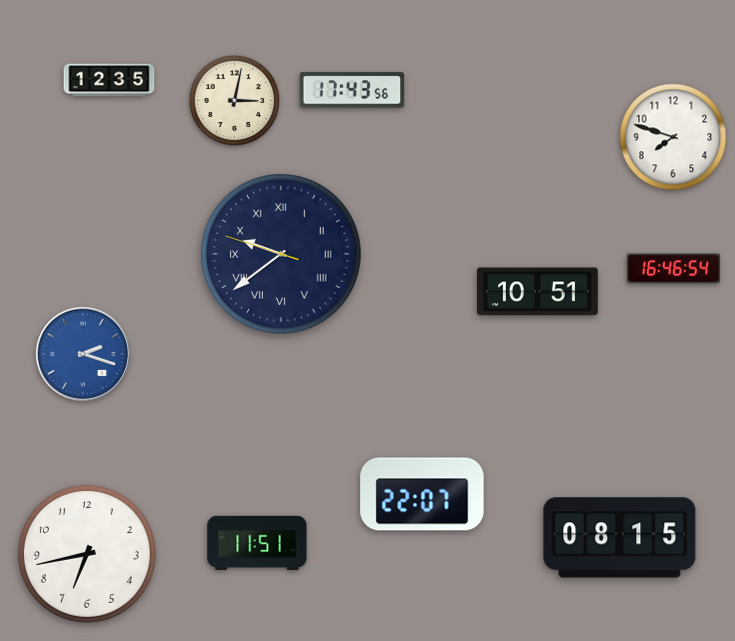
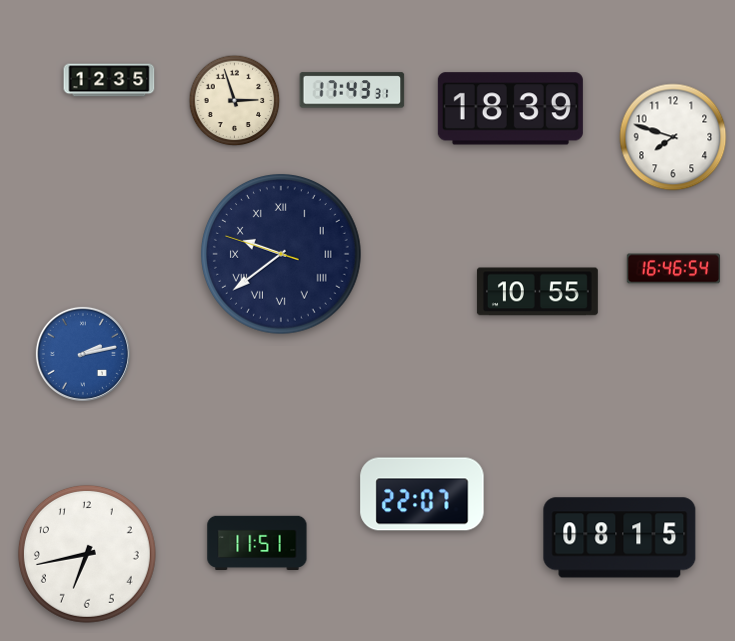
clock at (352, 90): 17:43:56 -> 17:43:31
clock at (235, 101): 3:02 -> 2:57
clock at (510, 109): none -> 18:39
clock at (537, 292): 10:51 -> 10:55
clock at (83, 354): 2:18 -> 2:13
